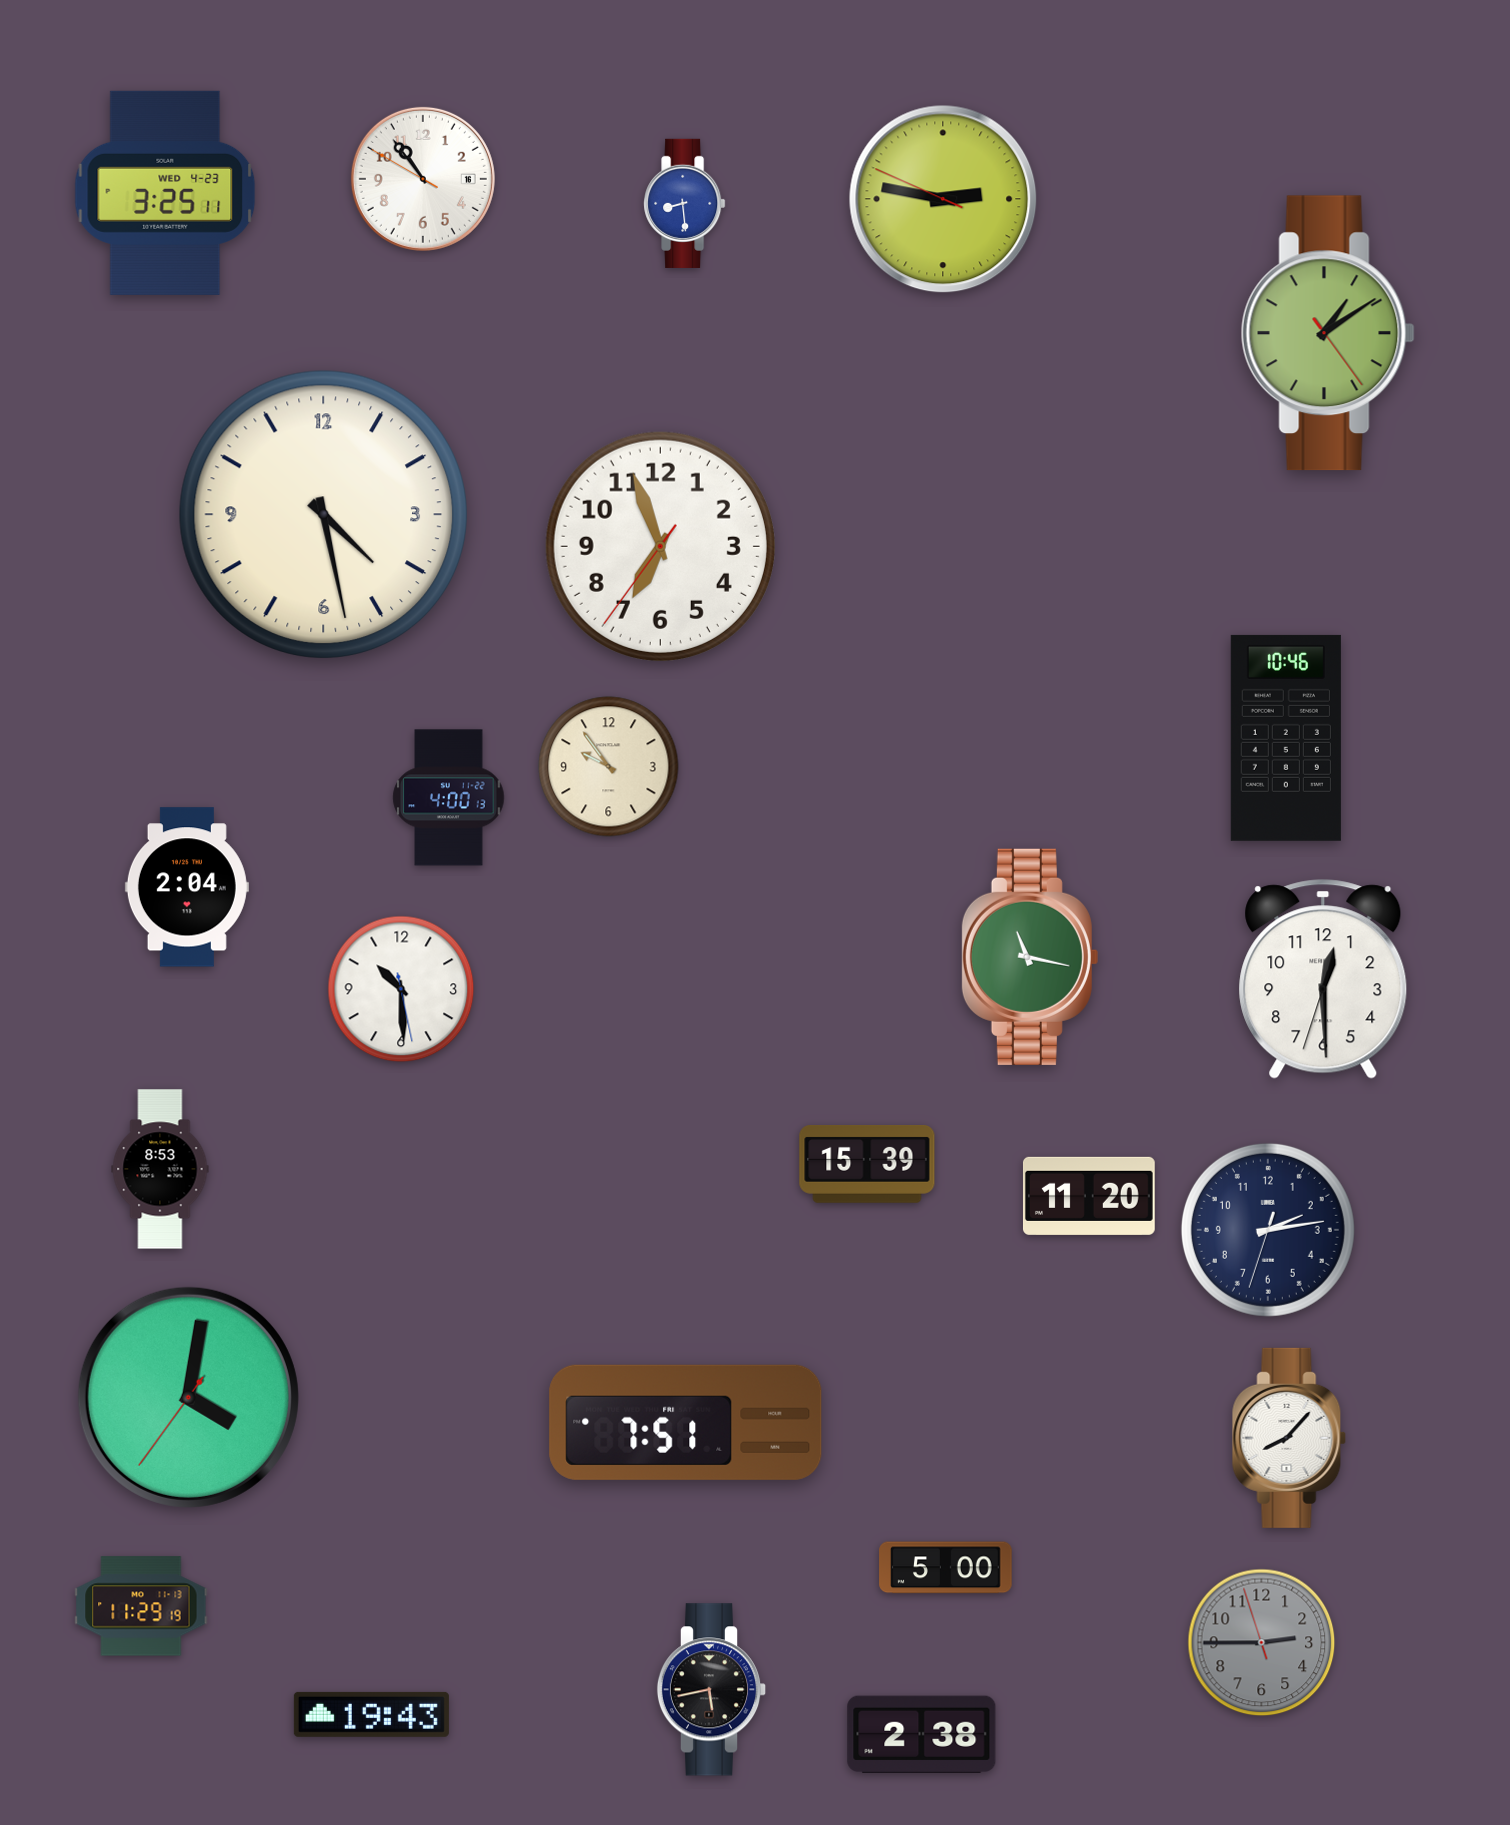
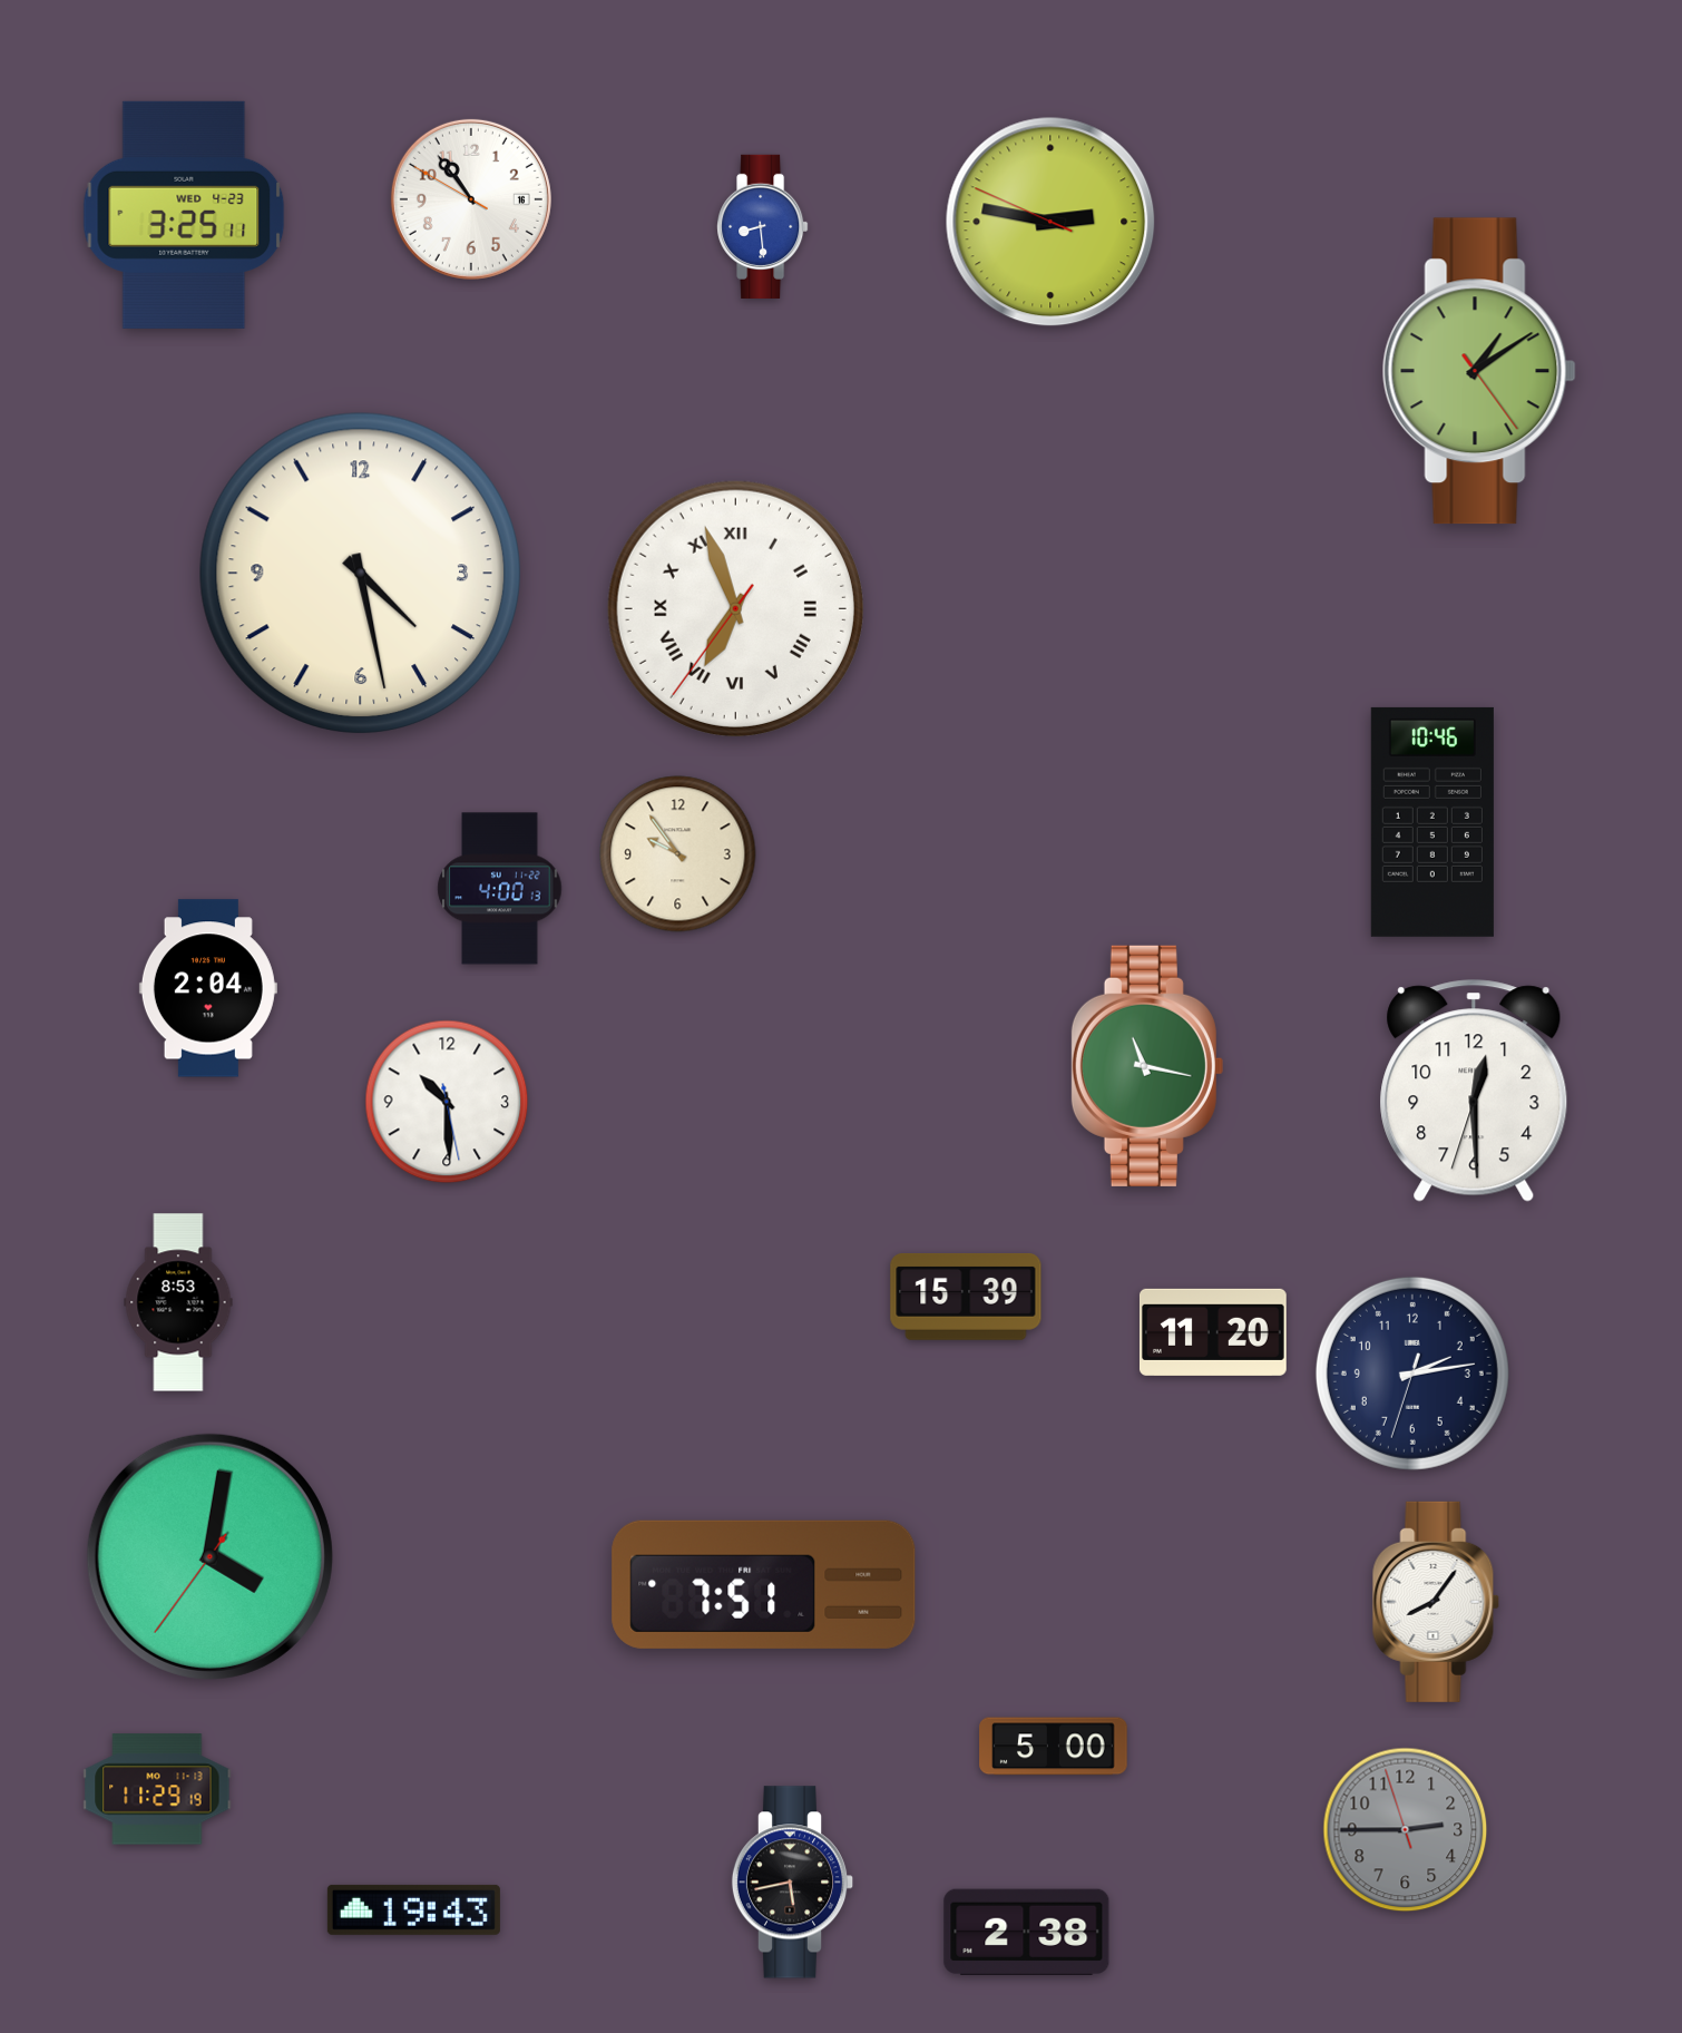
clock at (660, 546) numerals: Arabic -> Roman
clock at (1268, 1230) position: (1268, 1230) -> (1412, 1374)
clock at (1289, 1438): 8:07 -> 8:06
